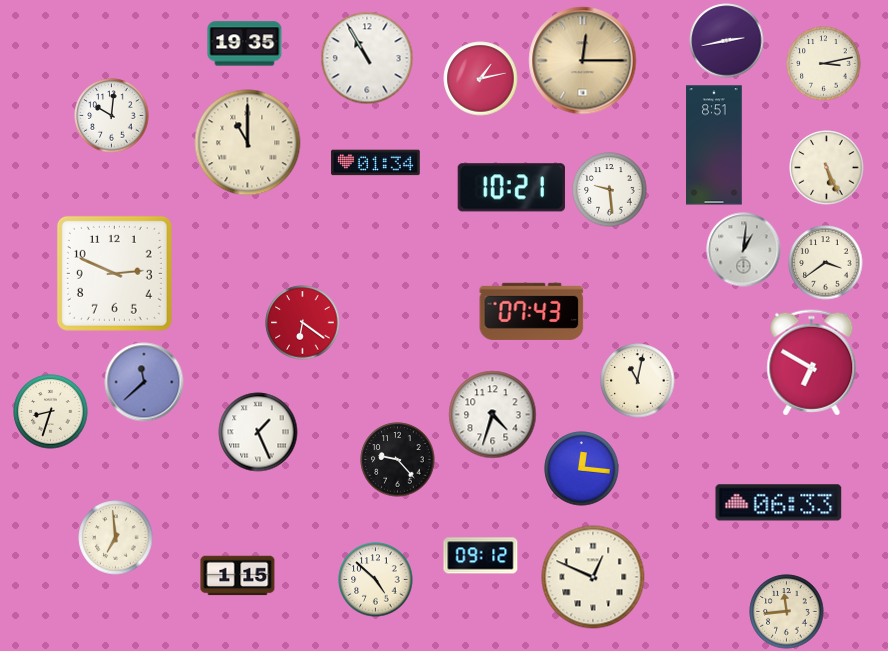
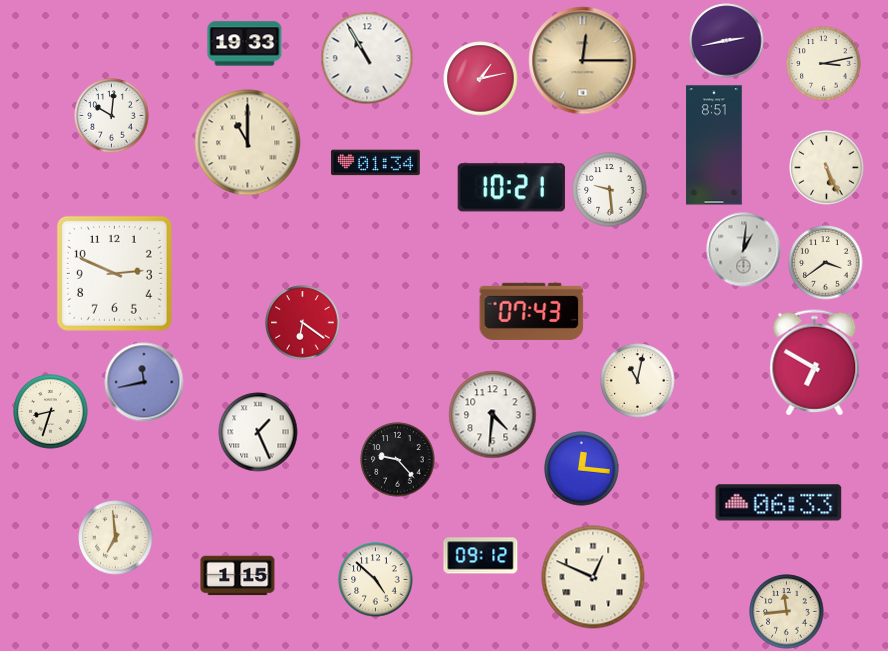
clock at (245, 44): 19:35 -> 19:33
clock at (812, 363) position: (812, 363) -> (815, 363)
clock at (144, 382): 11:38 -> 11:43
clock at (493, 415): 4:33 -> 4:31
